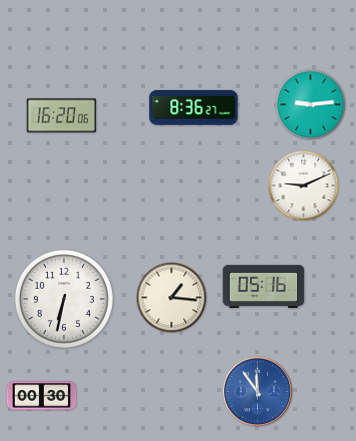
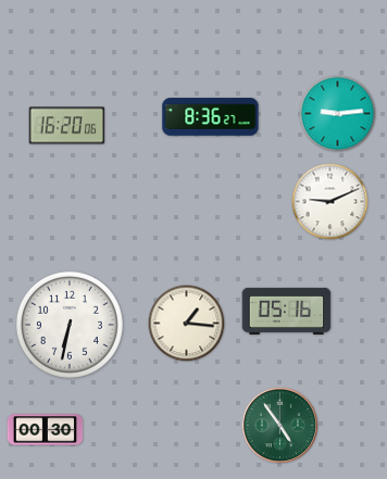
clock at (257, 391): 11:54 -> 4:54
clock at (257, 391) dial: blue -> green
